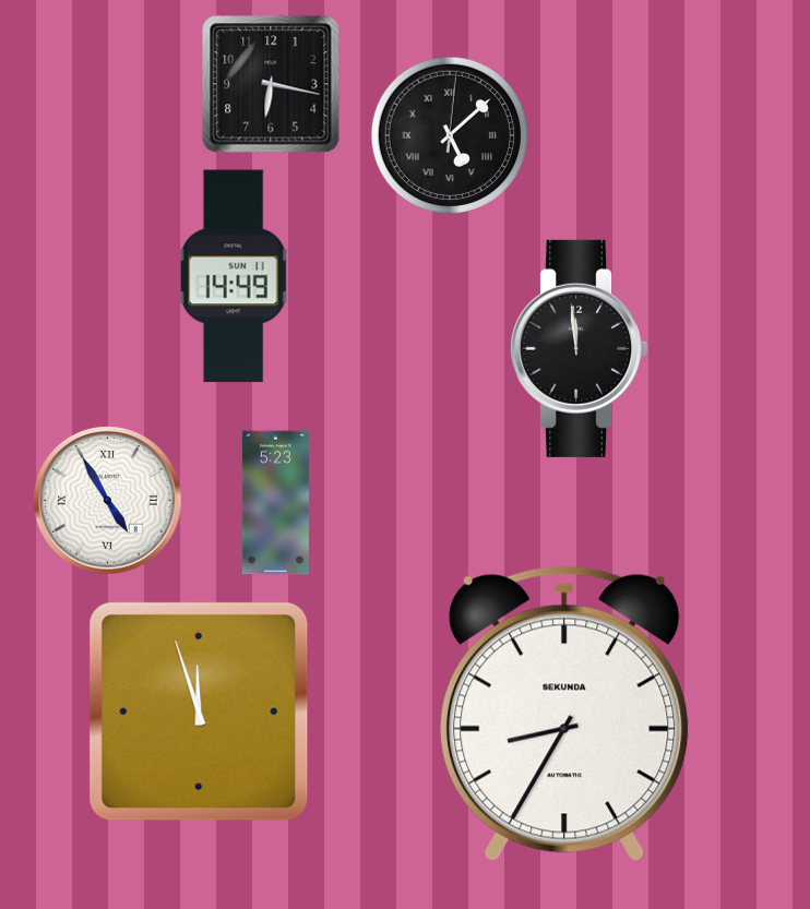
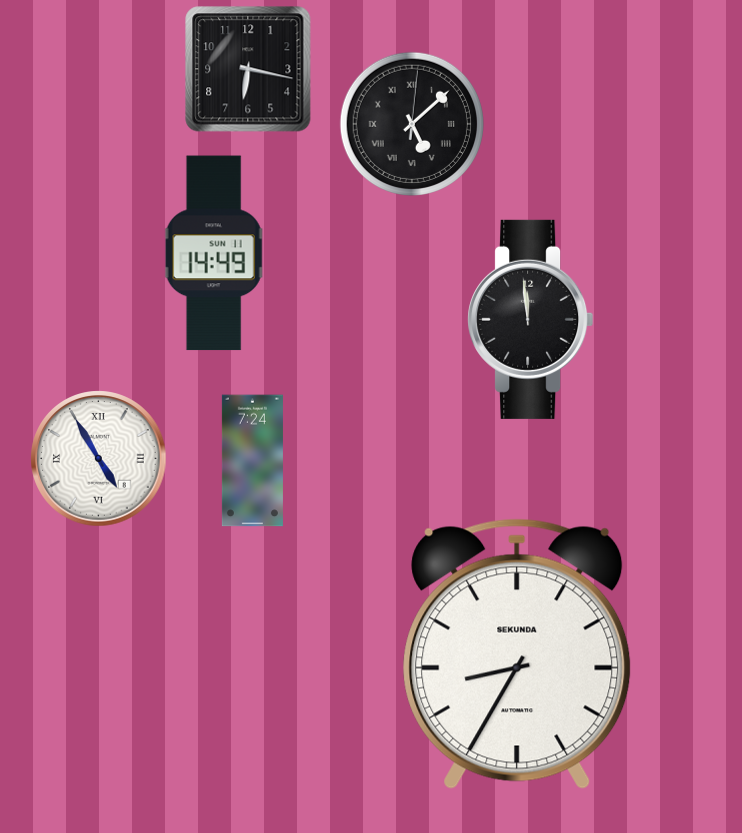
clock at (271, 84) position: (271, 84) -> (248, 69)
clock at (275, 503): 5:23 -> 7:24
clock at (199, 711): 11:57 -> none
